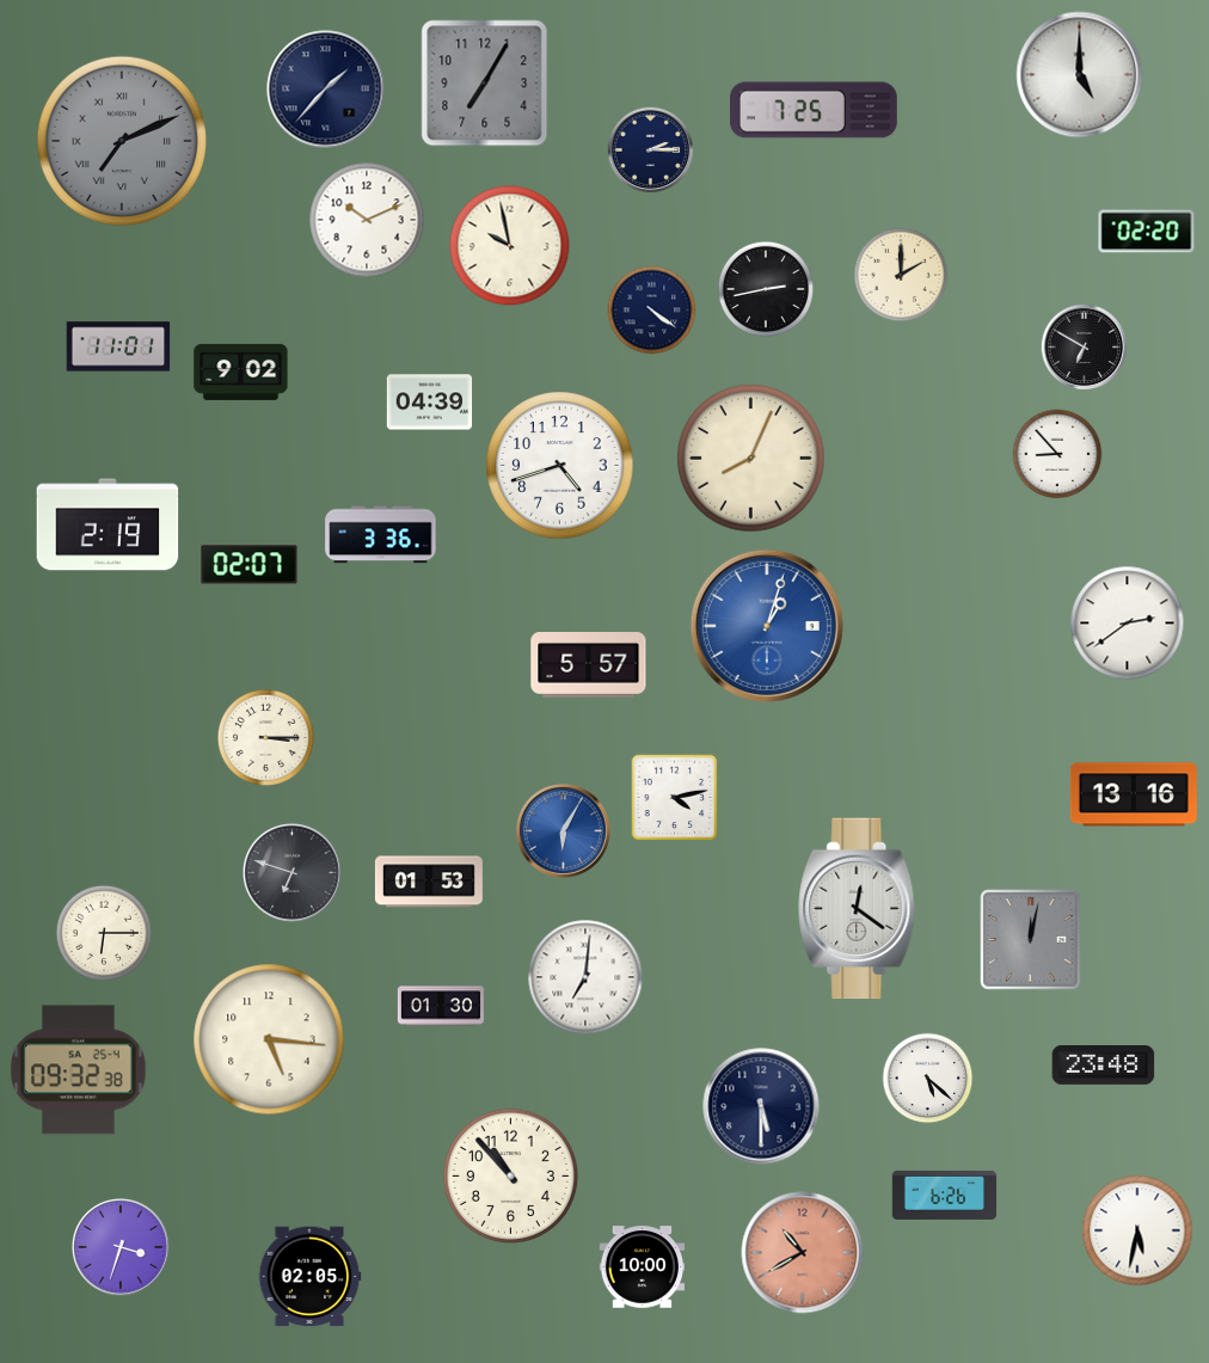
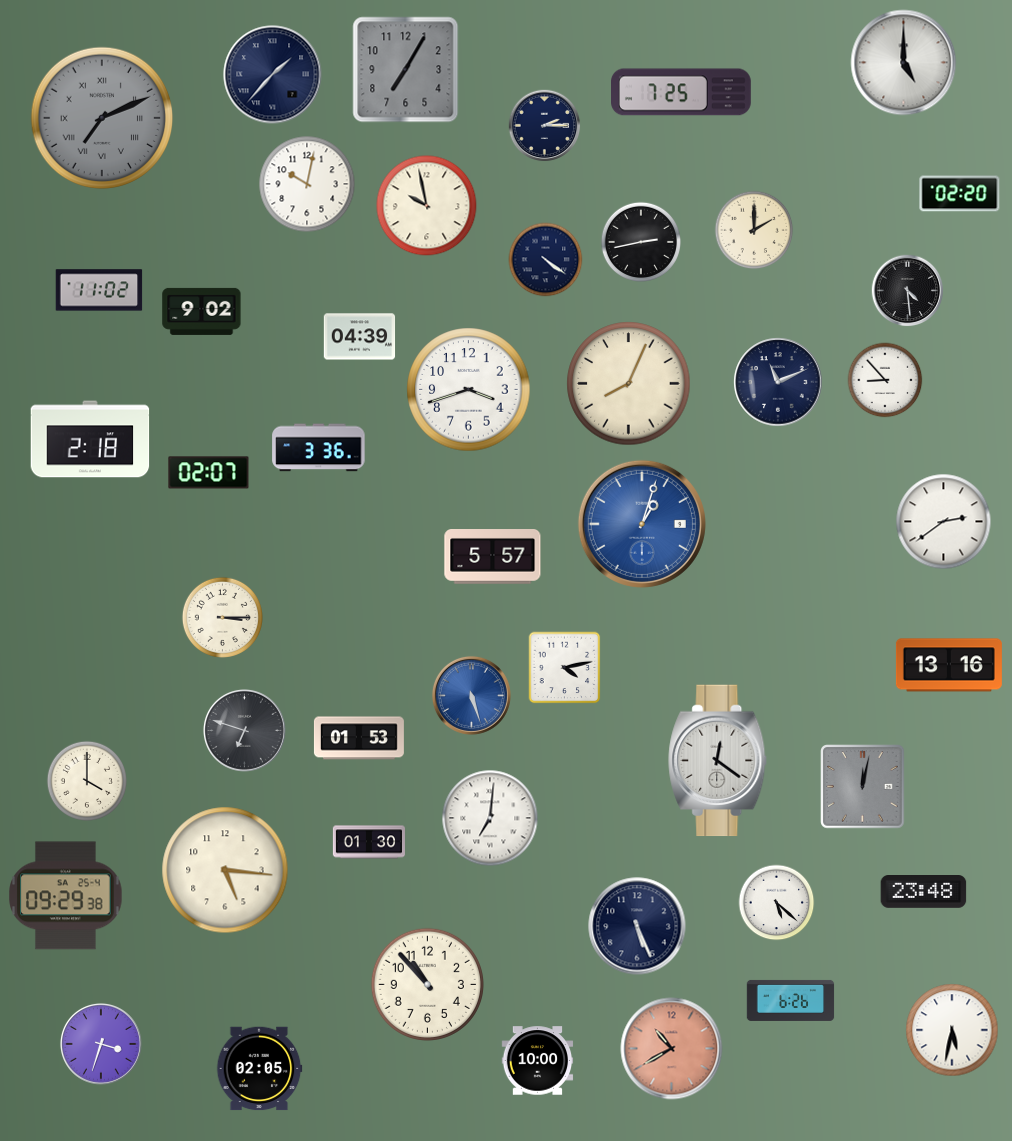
clock at (367, 220): 10:11 -> 10:02
clock at (118, 346): 11:01 -> 11:02
clock at (1085, 348): 6:50 -> 4:29
clock at (778, 382): none -> 11:11
clock at (560, 466): 4:42 -> 3:42
clock at (108, 524): 2:19 -> 2:18
clock at (563, 830): 6:05 -> 5:27
clock at (103, 932): 6:15 -> 4:00
clock at (79, 1070): 09:32 -> 09:29
clock at (761, 1106): 5:30 -> 5:26
